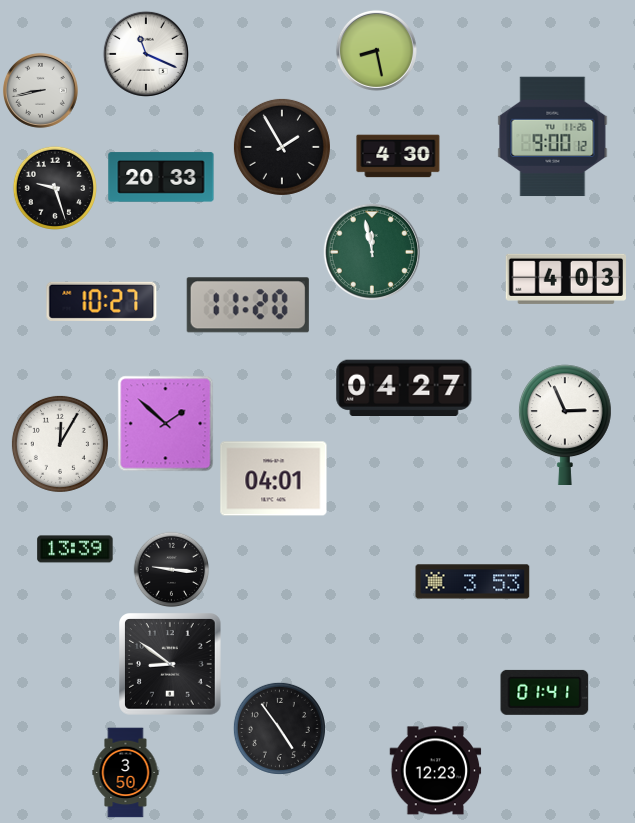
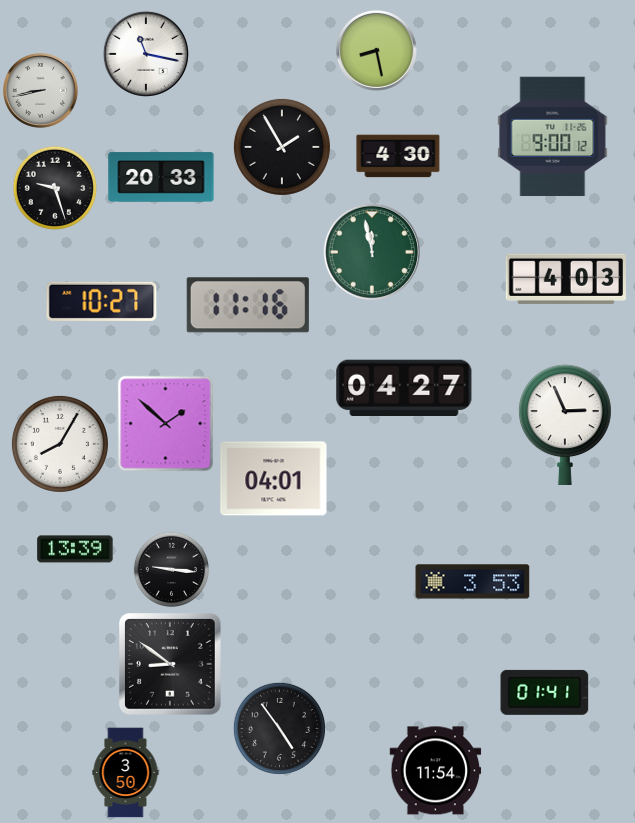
clock at (146, 54): 11:19 -> 11:17
clock at (248, 305): 11:20 -> 11:16
clock at (60, 444): 12:05 -> 8:05
clock at (436, 771): 12:23 -> 11:54
